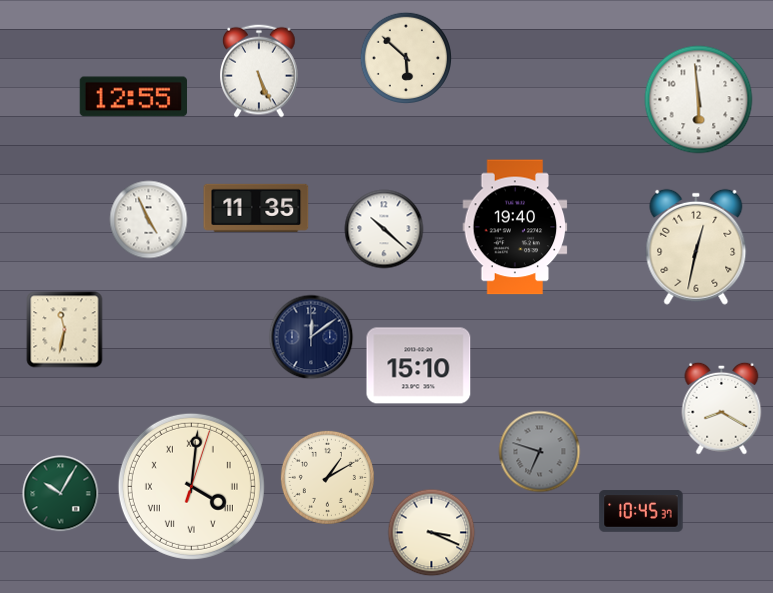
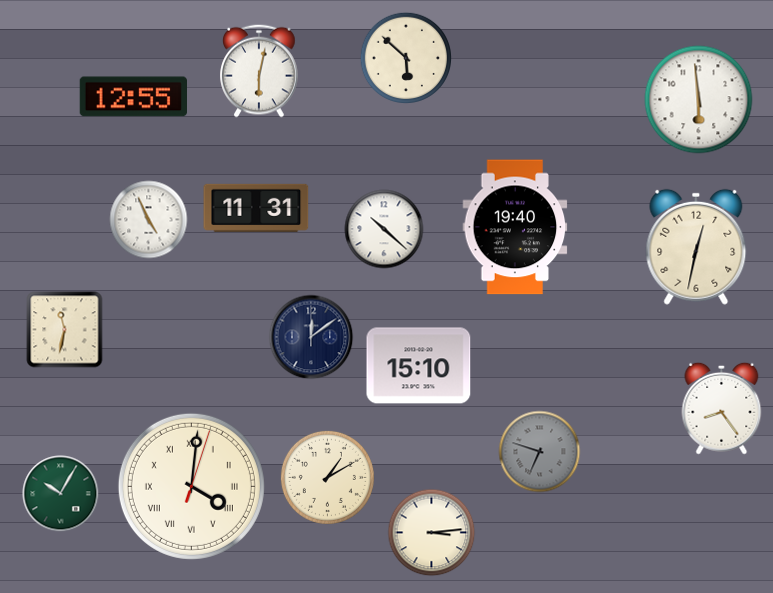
clock at (259, 71): 5:26 -> 6:02
clock at (256, 208): 11:35 -> 11:31
clock at (722, 408): 8:20 -> 8:24
clock at (641, 511): 10:45 -> none
clock at (432, 533): 3:19 -> 3:14
